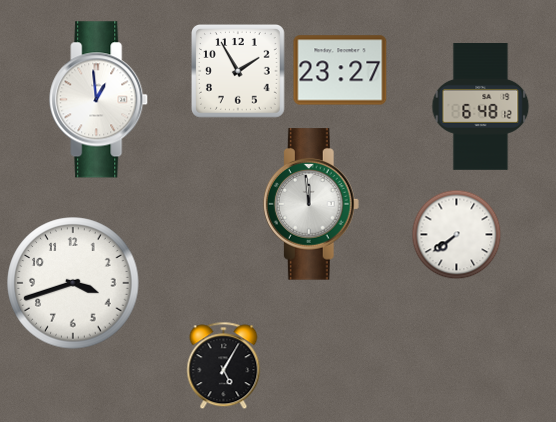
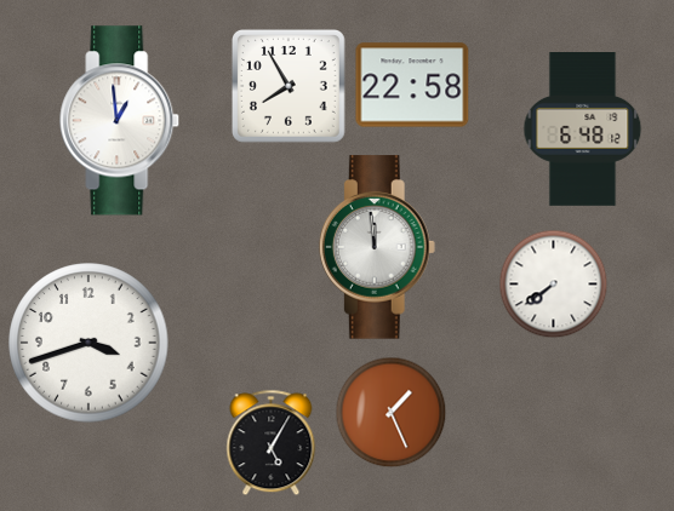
clock at (340, 70): 23:27 -> 22:58
clock at (239, 72): 1:55 -> 7:55
clock at (392, 413): none -> 1:26
